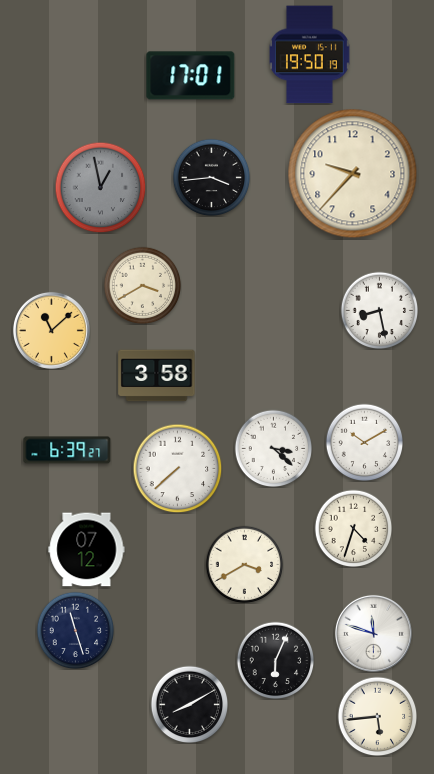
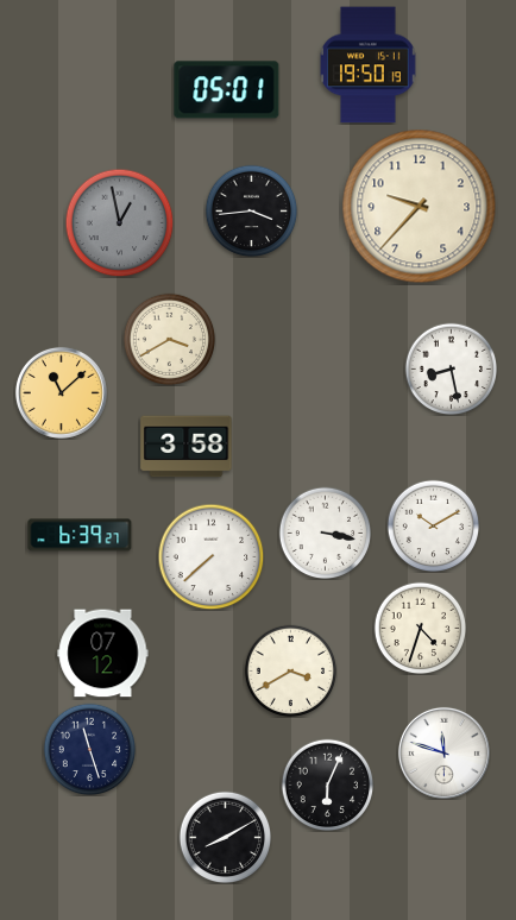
clock at (191, 76): 17:01 -> 05:01
clock at (273, 448): 3:22 -> 3:17
clock at (377, 716): 5:44 -> none
